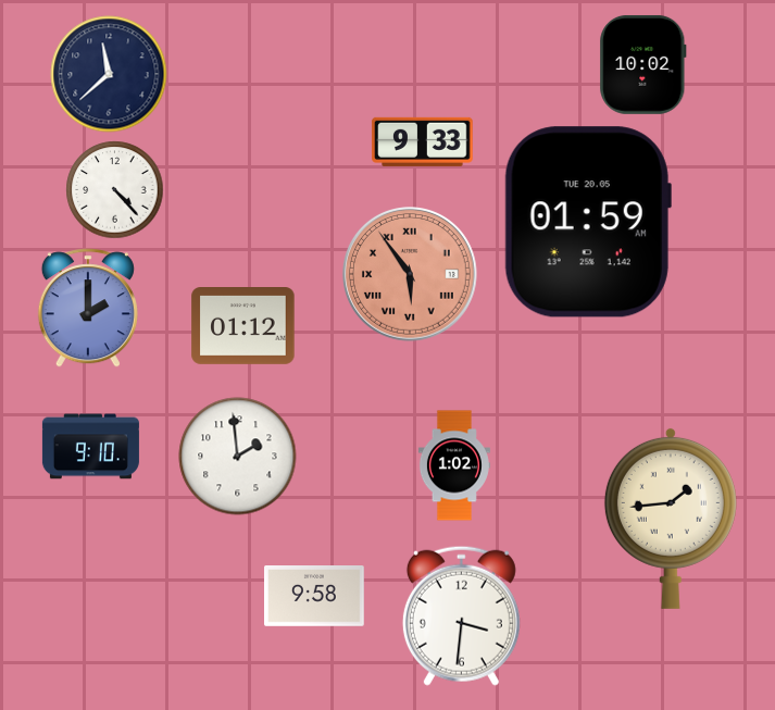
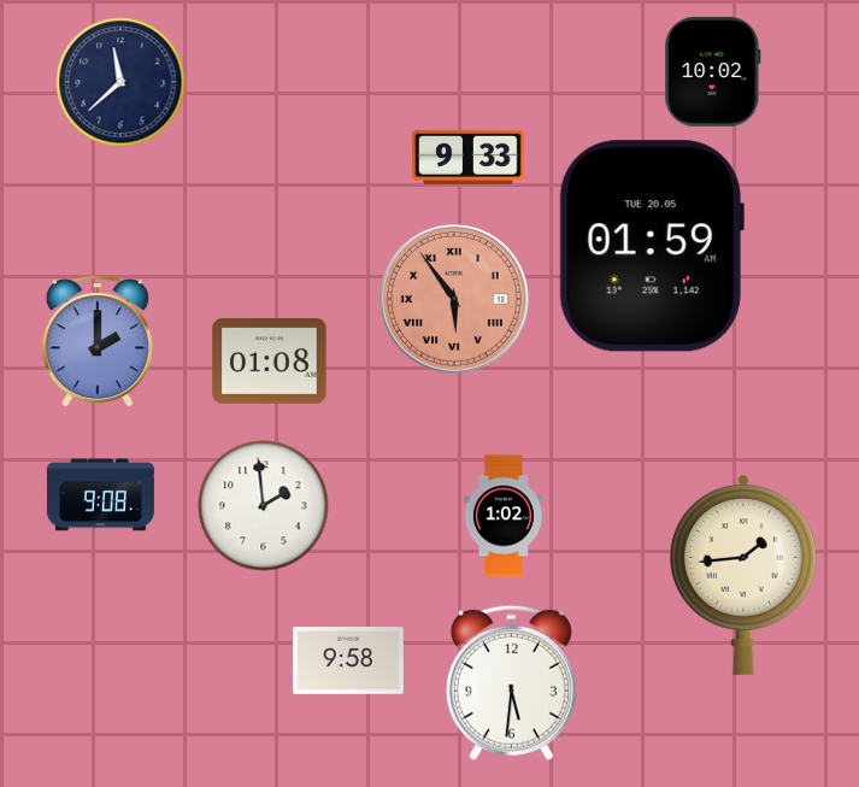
clock at (115, 190): 4:23 -> none
clock at (411, 275) position: (411, 275) -> (455, 300)
clock at (243, 326): 01:12 -> 01:08
clock at (90, 447): 9:10 -> 9:08
clock at (461, 615): 3:31 -> 5:31
